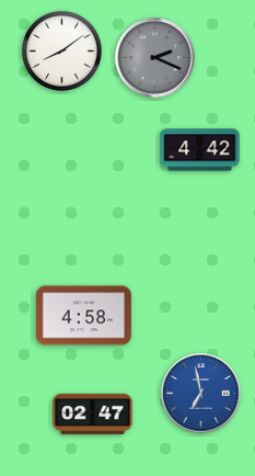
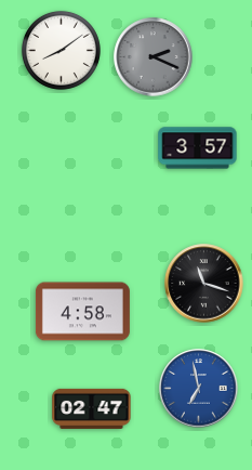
clock at (200, 150): 4:42 -> 3:57
clock at (204, 284): none -> 11:18
